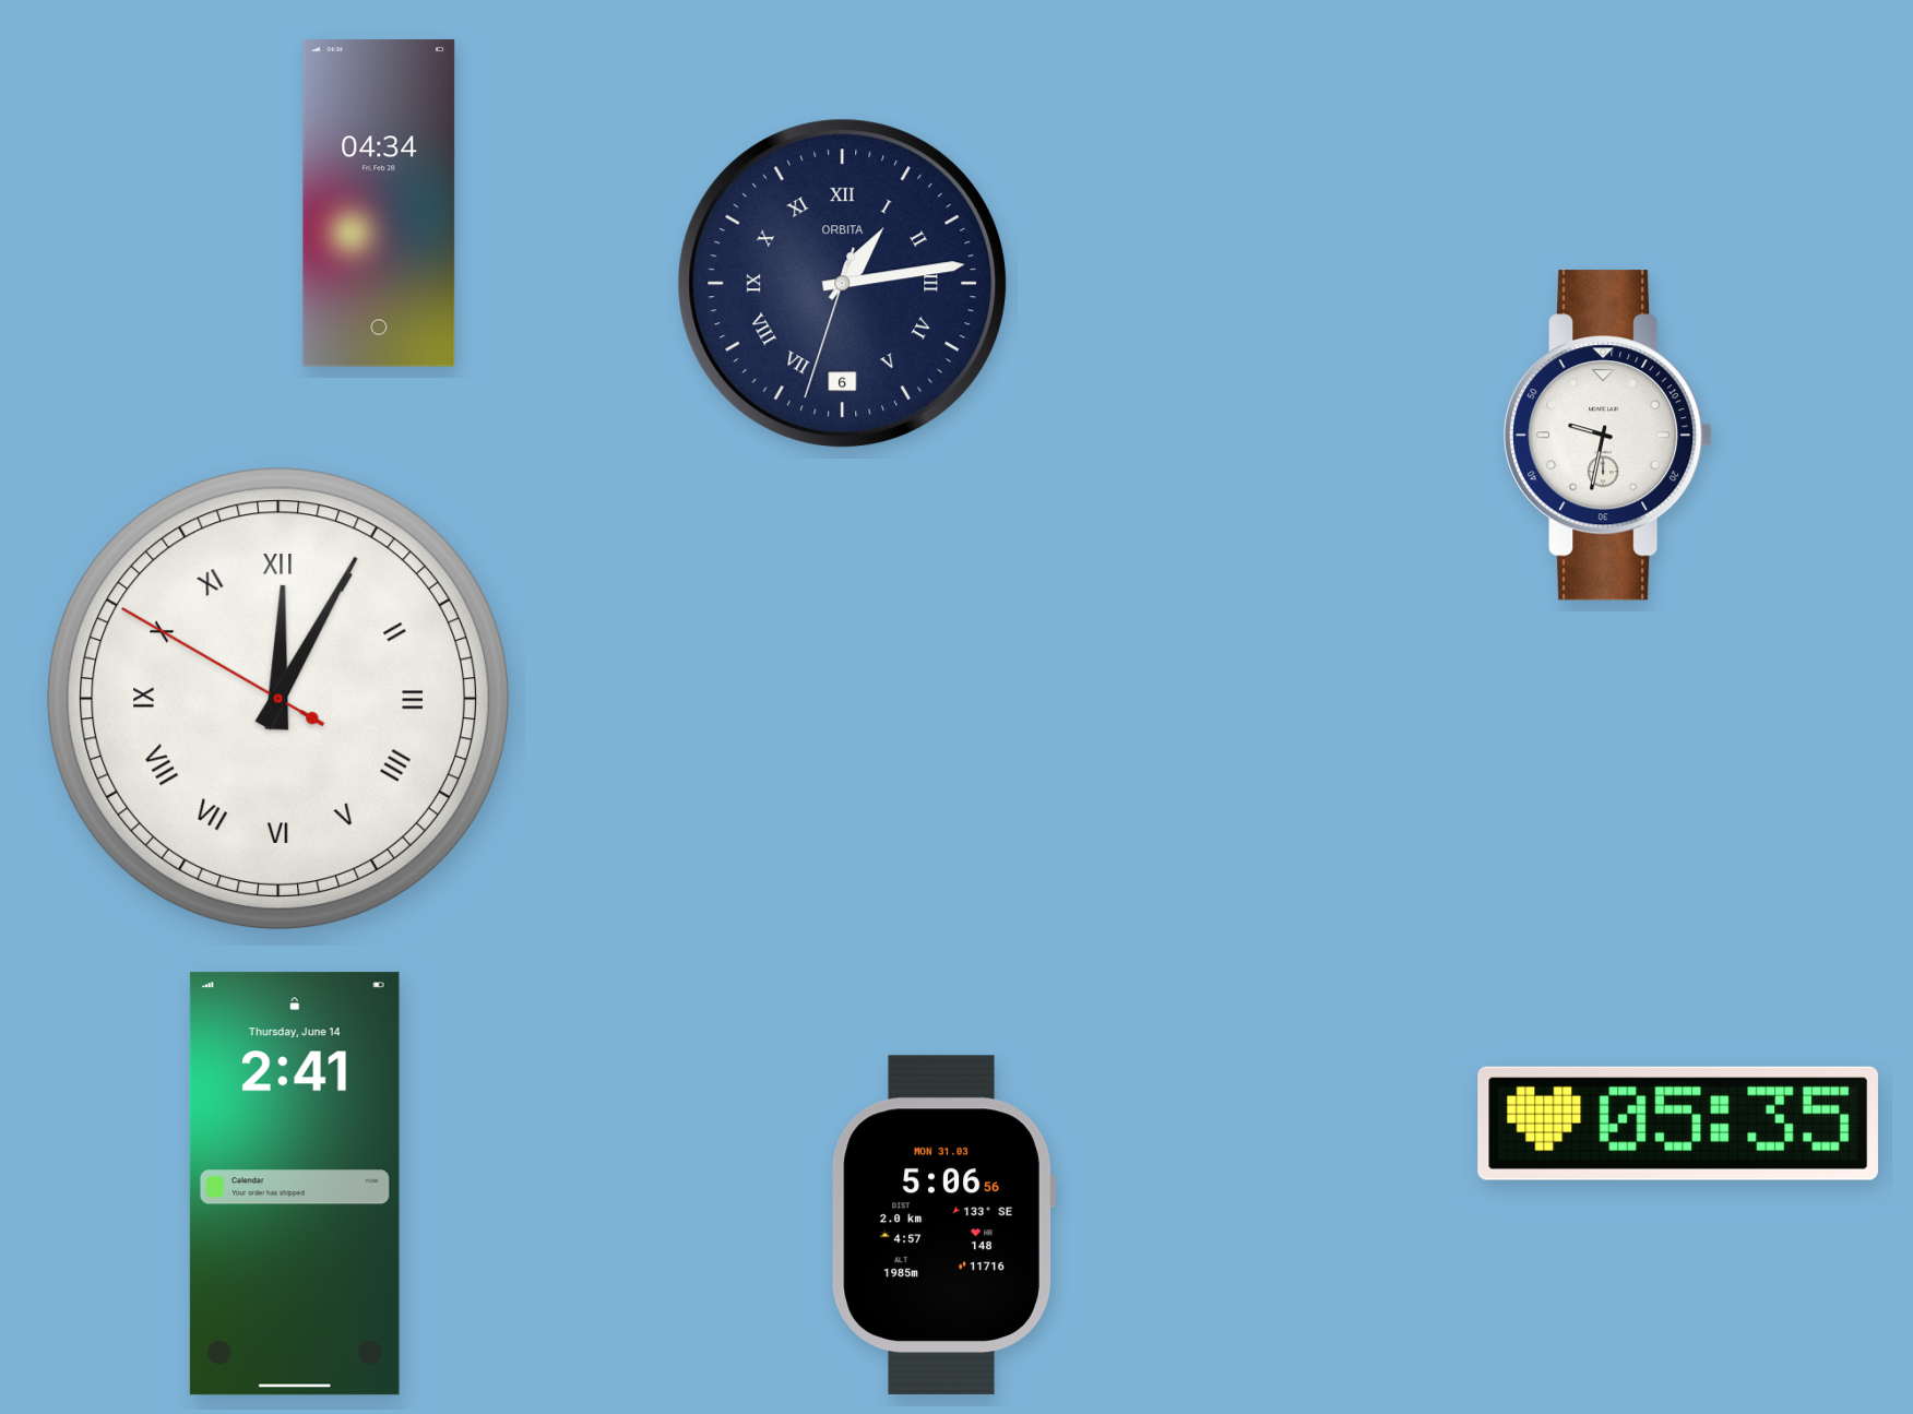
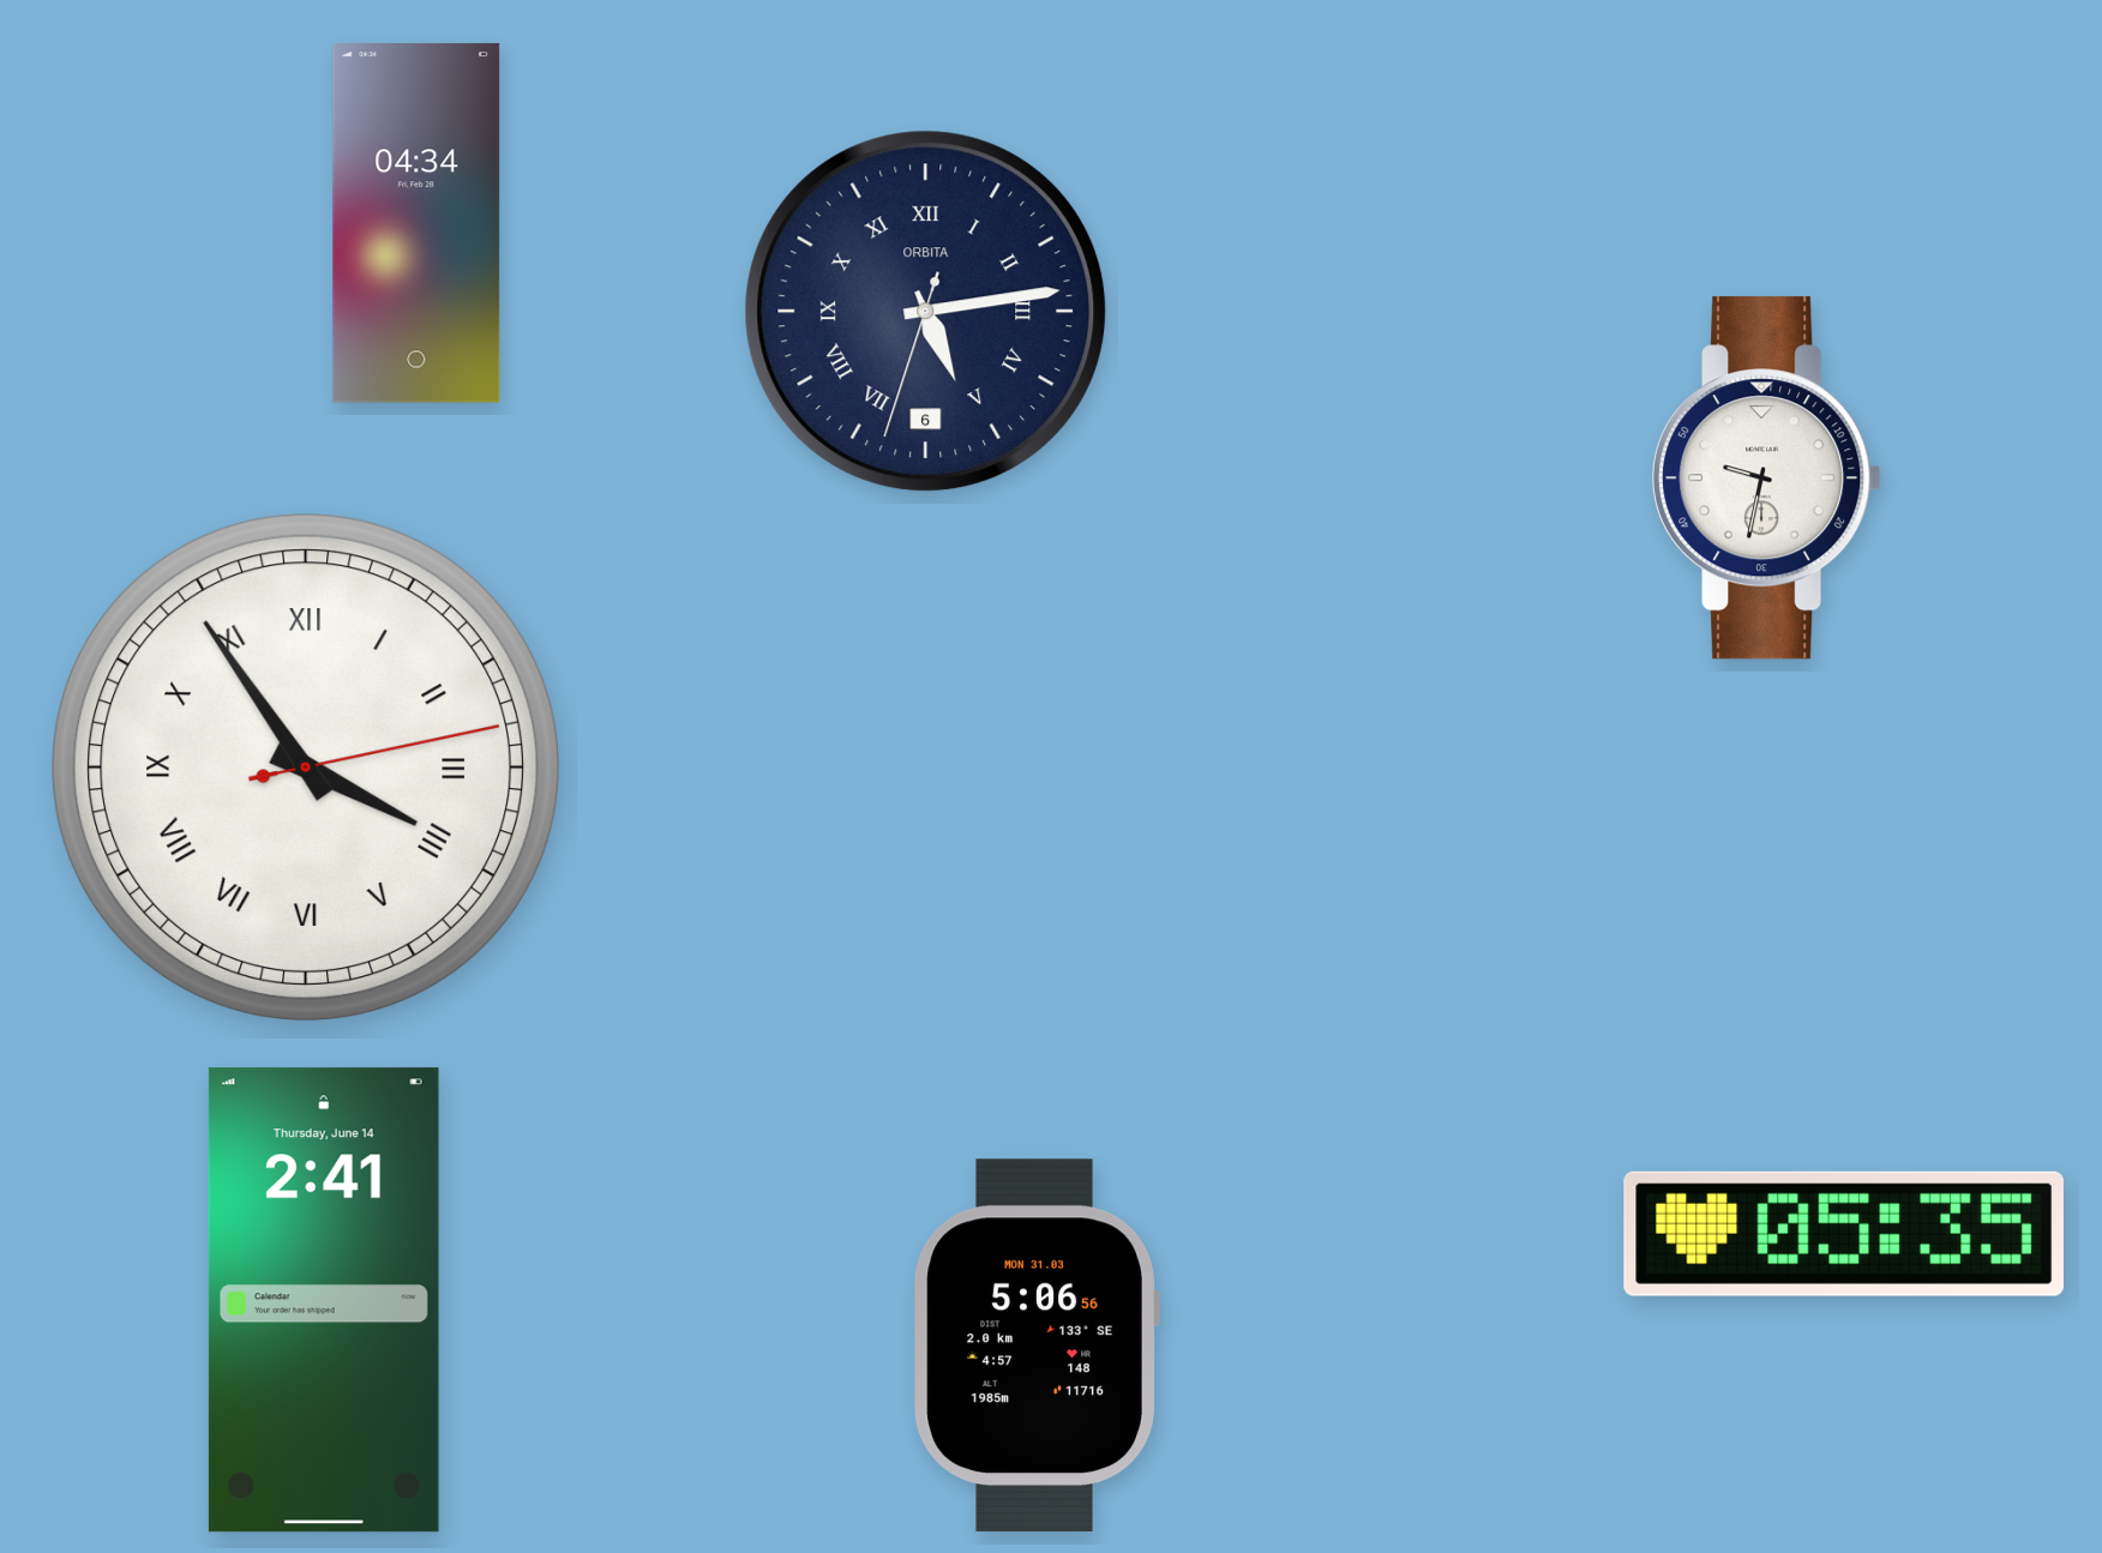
clock at (843, 284): 1:13 -> 5:13
clock at (277, 698): 12:04 -> 3:54
